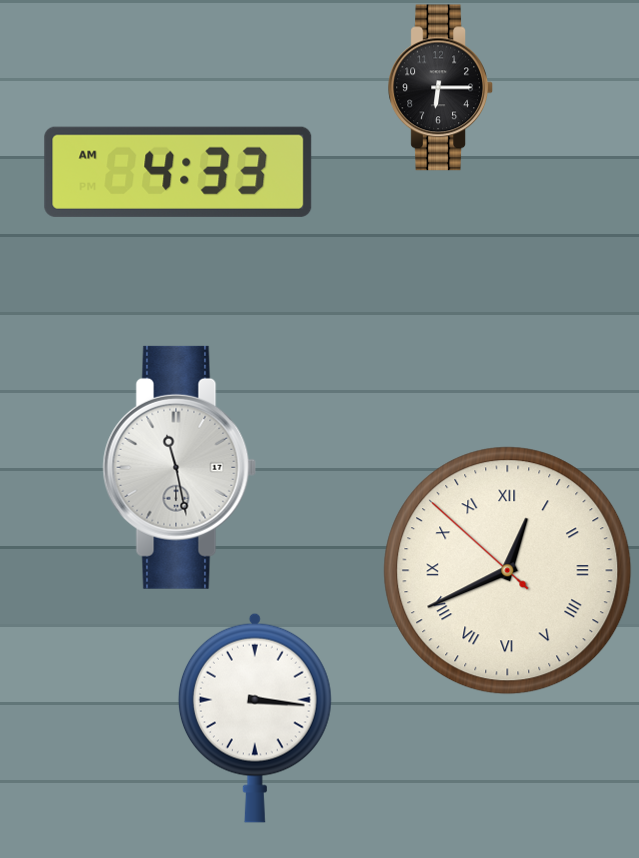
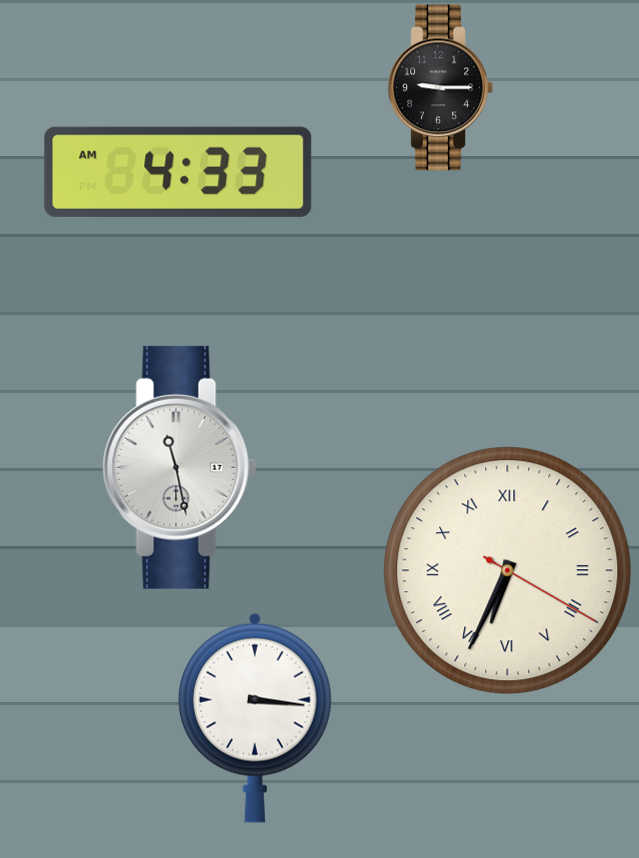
clock at (440, 88): 6:15 -> 9:15
clock at (508, 571): 12:40 -> 6:34
